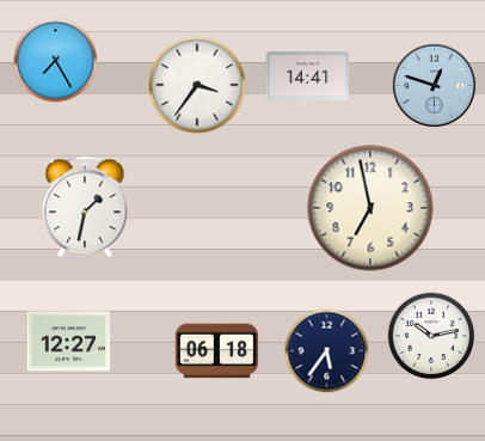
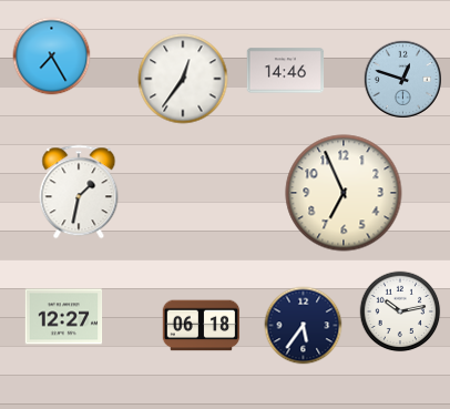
clock at (308, 76): 14:41 -> 14:46
clock at (197, 85): 3:36 -> 12:36
clock at (370, 208): 6:58 -> 6:56
